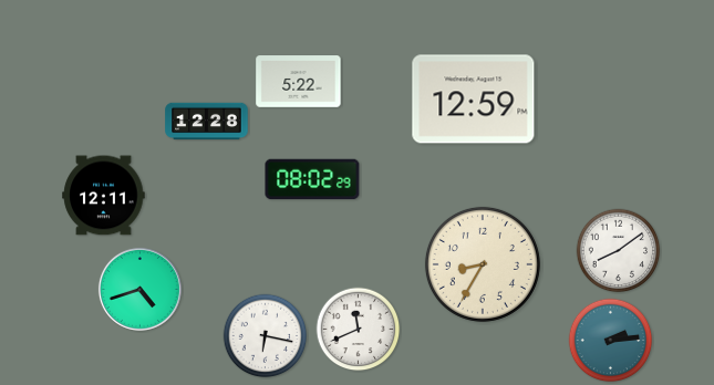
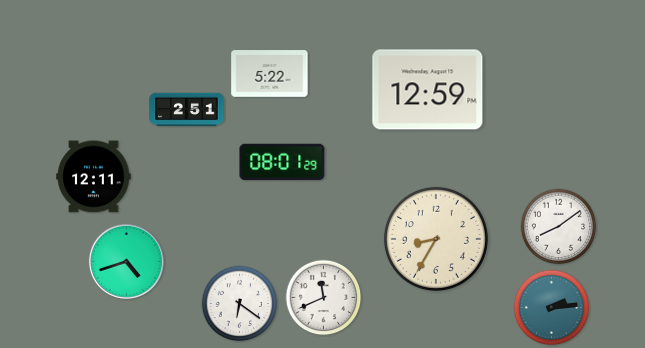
clock at (207, 122): 12:28 -> 2:51
clock at (312, 179): 08:02 -> 08:01
clock at (266, 336): 6:17 -> 6:21
